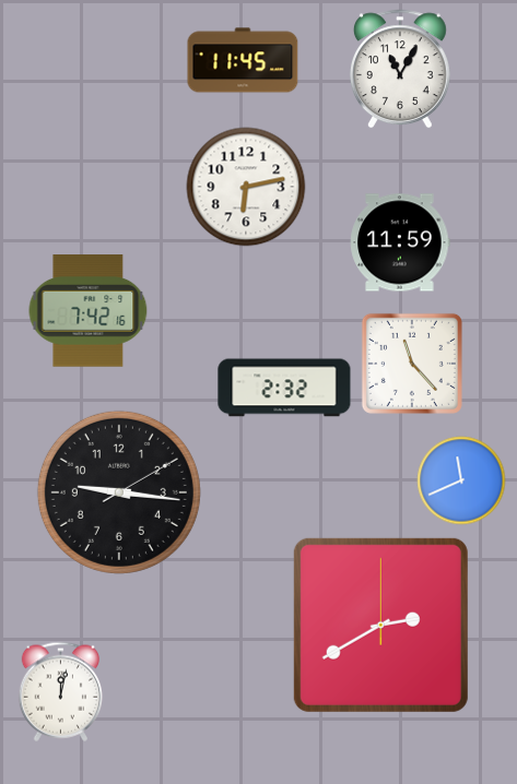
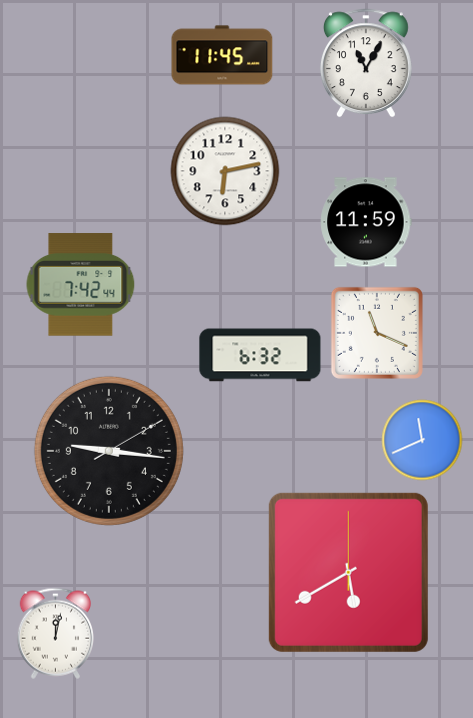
clock at (89, 311): 7:42:16 -> 7:42:44
clock at (412, 364): 11:23 -> 11:19
clock at (284, 388): 2:32 -> 6:32
clock at (380, 625): 2:40 -> 5:40
